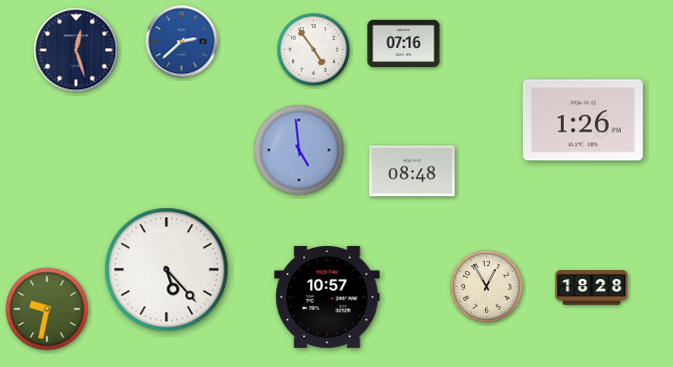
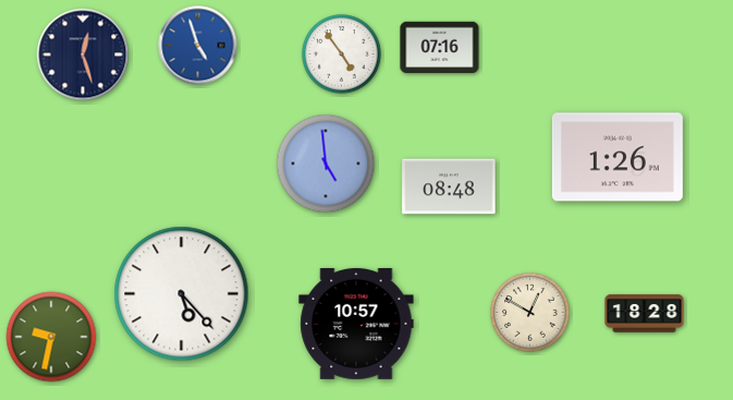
clock at (182, 42): 2:38 -> 4:57
clock at (583, 120) position: (583, 120) -> (618, 157)
clock at (487, 287): 12:55 -> 12:50
